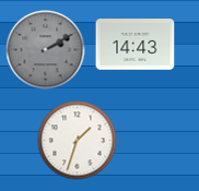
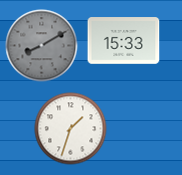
clock at (136, 45): 14:43 -> 15:33
clock at (46, 50): 2:10 -> 8:10
